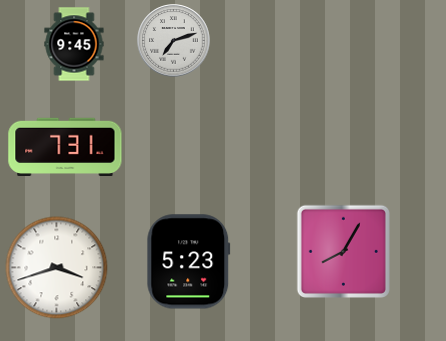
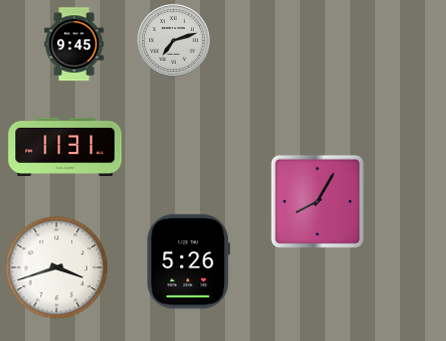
clock at (65, 147): 7:31 -> 11:31
clock at (343, 251) position: (343, 251) -> (317, 201)
clock at (189, 262): 5:23 -> 5:26
